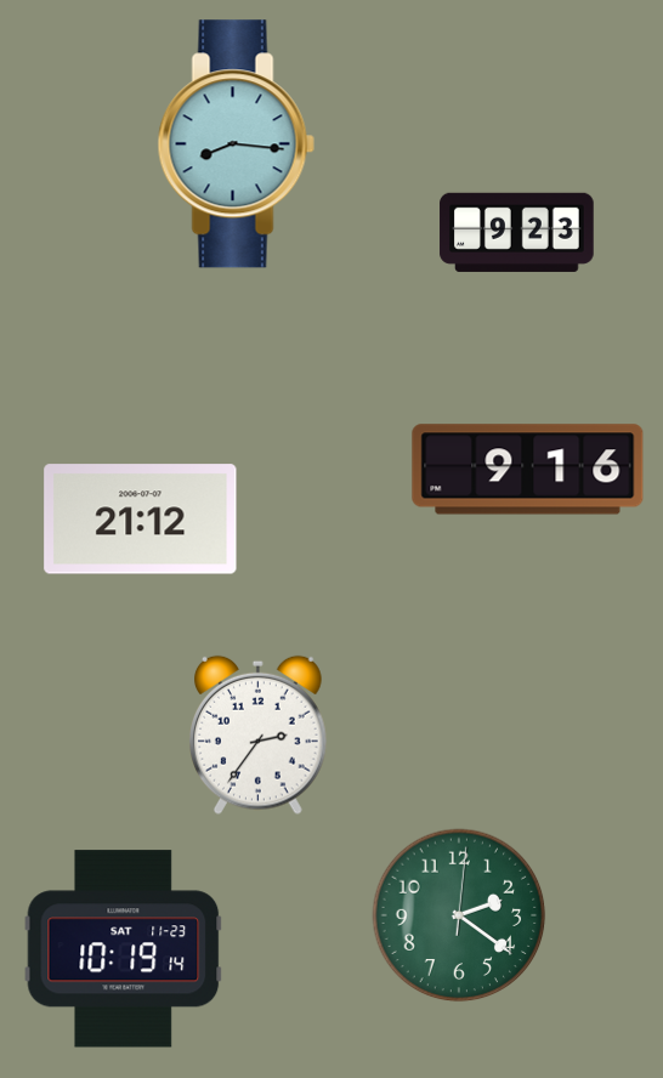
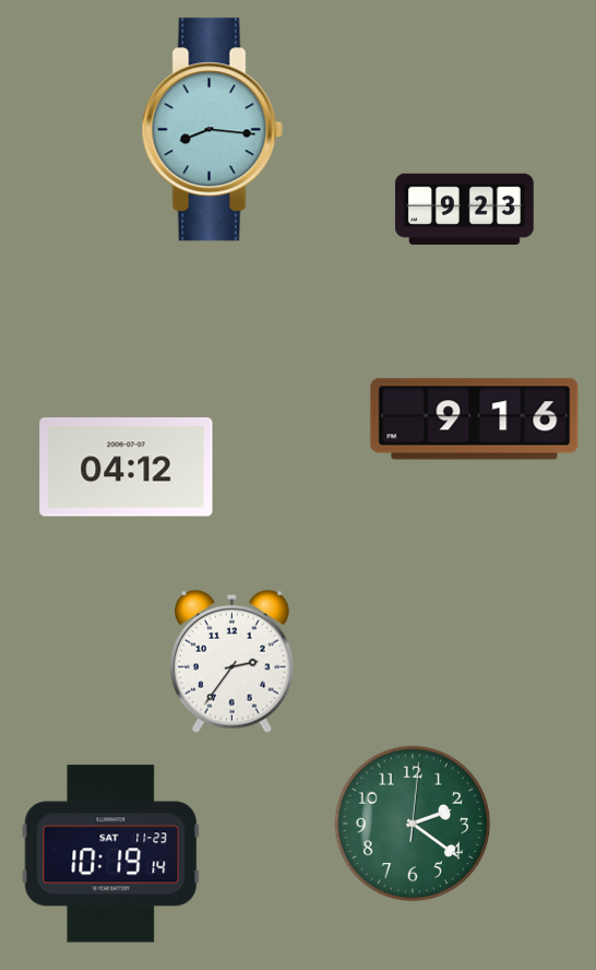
clock at (528, 470) position: (528, 470) -> (475, 419)
clock at (141, 520): 21:12 -> 04:12
